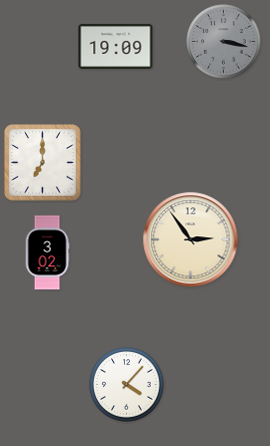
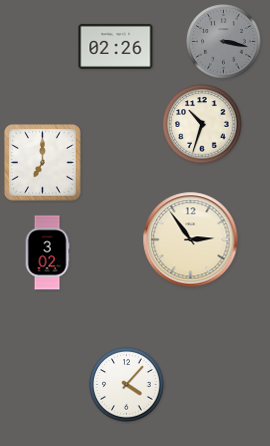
clock at (116, 46): 19:09 -> 02:26
clock at (202, 124): none -> 10:33
